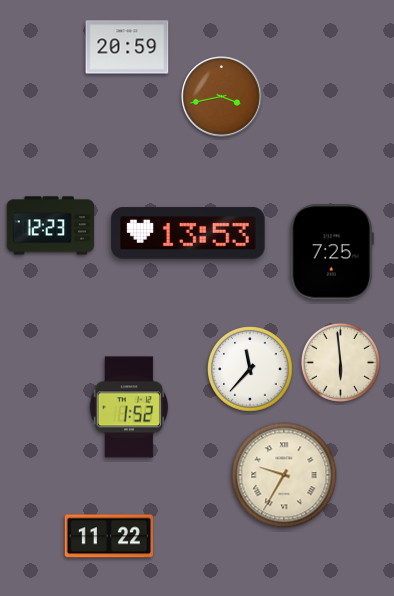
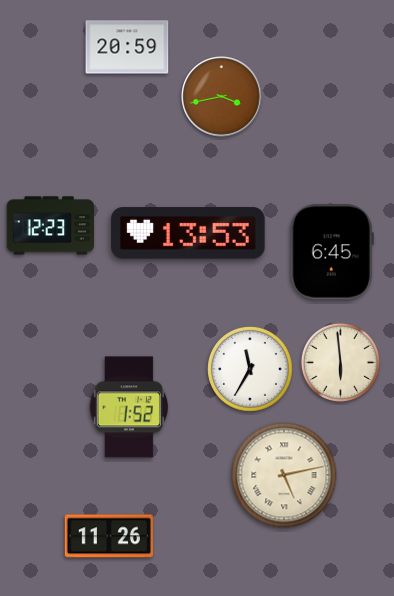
clock at (332, 252): 7:25 -> 6:45
clock at (251, 370): 11:37 -> 11:35
clock at (284, 475): 9:35 -> 5:13
clock at (109, 536): 11:22 -> 11:26
